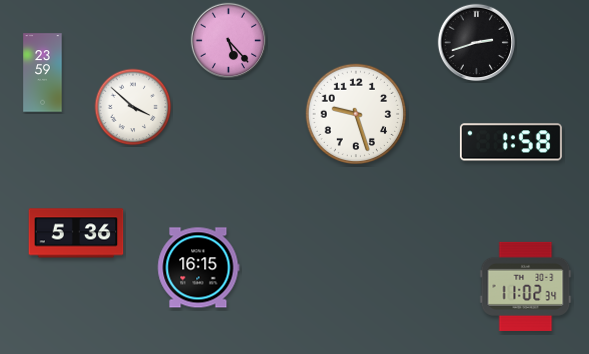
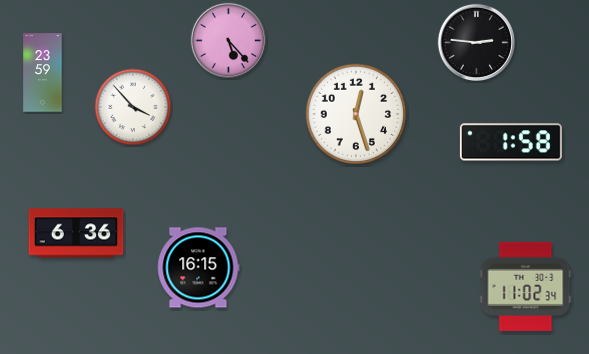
clock at (476, 42): 2:42 -> 2:46
clock at (133, 107): 3:52 -> 3:53
clock at (356, 114): 9:27 -> 12:27
clock at (76, 233): 5:36 -> 6:36
